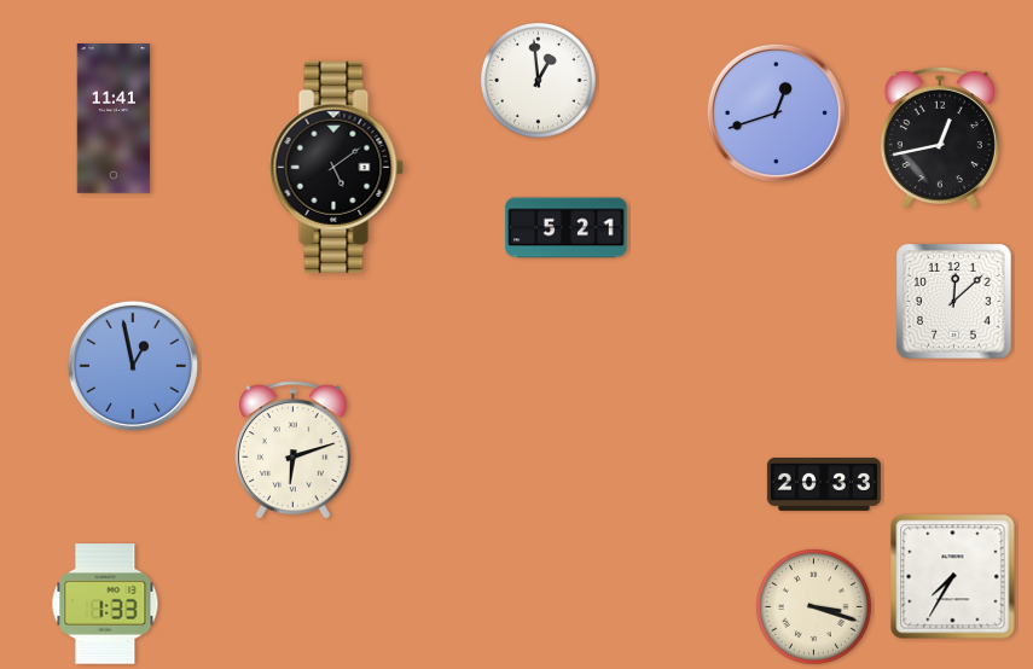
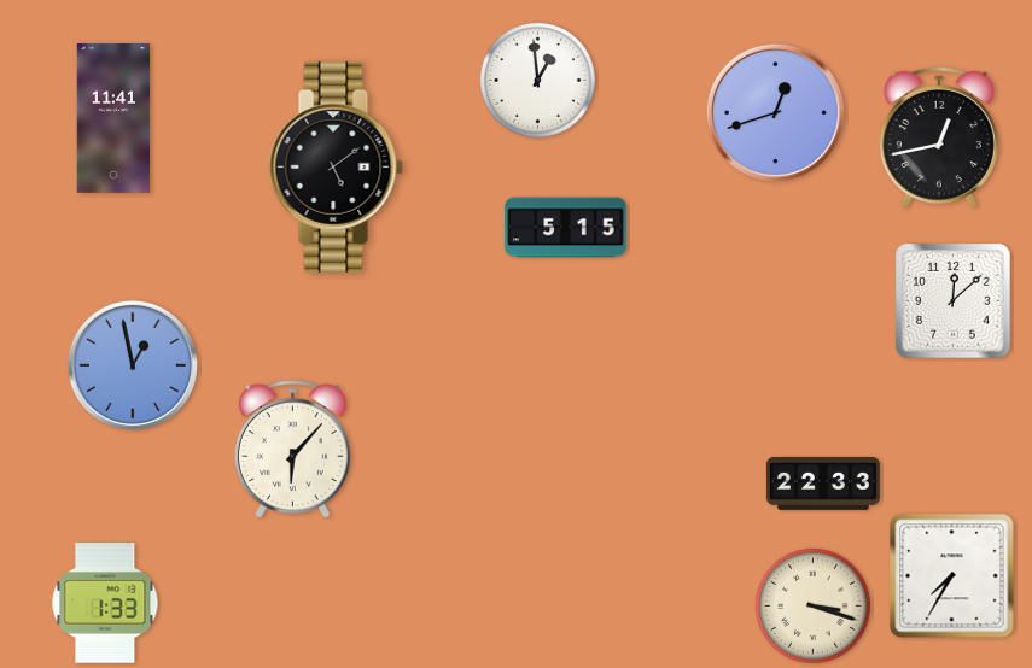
clock at (567, 228): 5:21 -> 5:15
clock at (294, 450): 6:12 -> 6:07
clock at (824, 484): 20:33 -> 22:33
